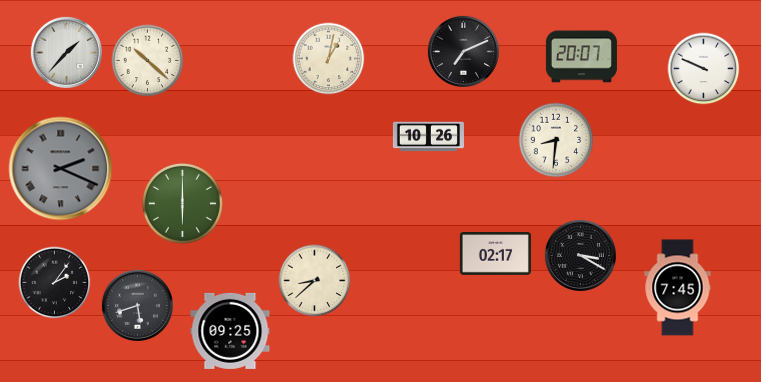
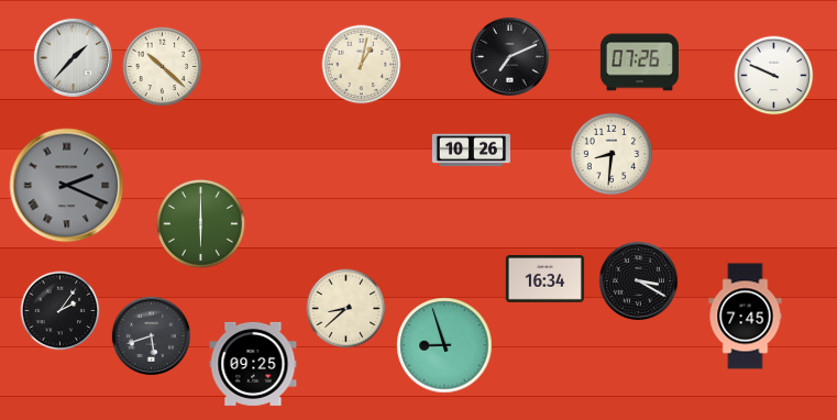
clock at (581, 57): 20:07 -> 07:26
clock at (495, 254): 02:17 -> 16:34
clock at (444, 345): none -> 8:57
